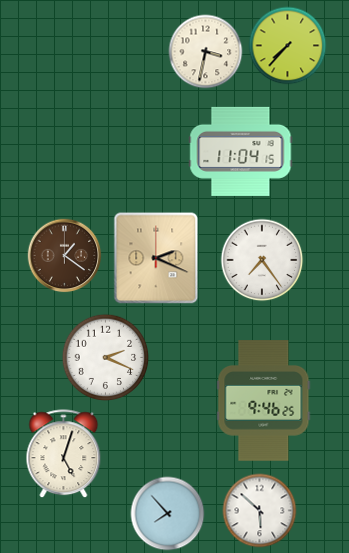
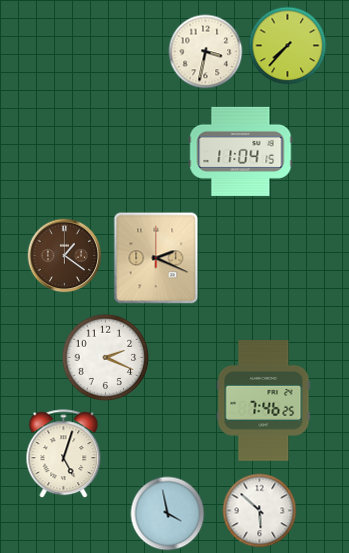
clock at (262, 260): 7:24 -> none
clock at (264, 401): 9:46 -> 7:46
clock at (168, 514): 7:53 -> 3:58
